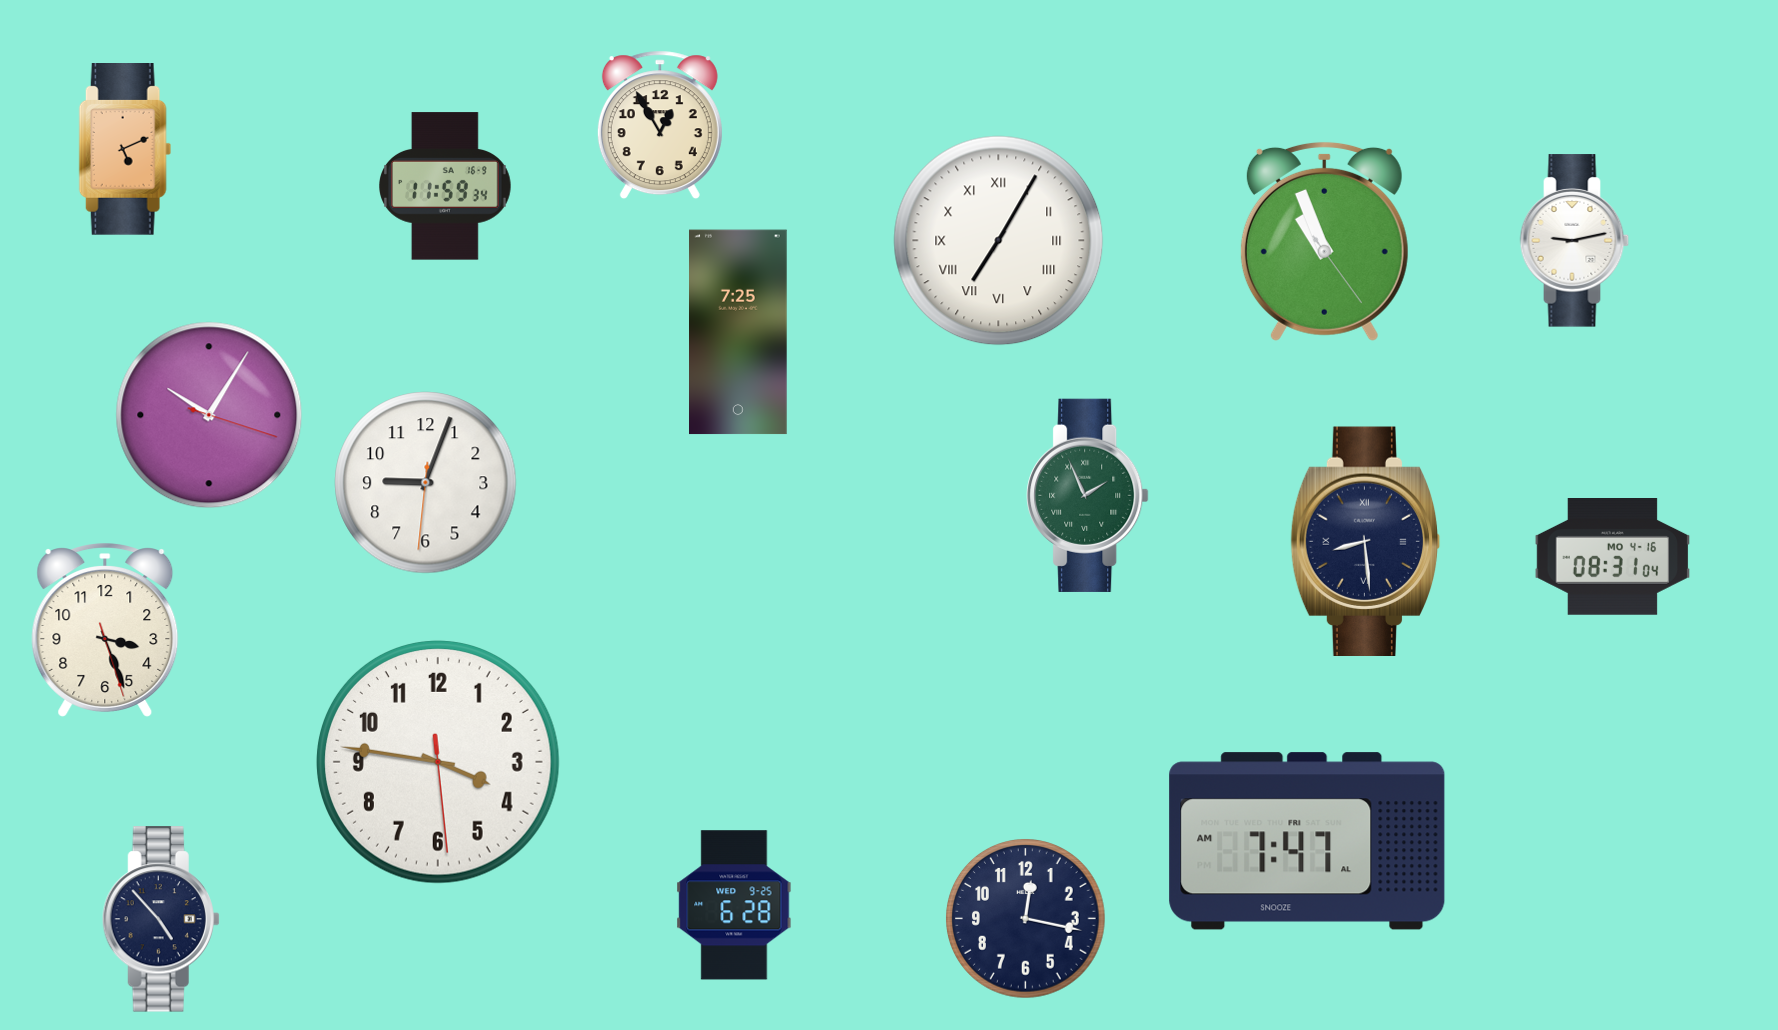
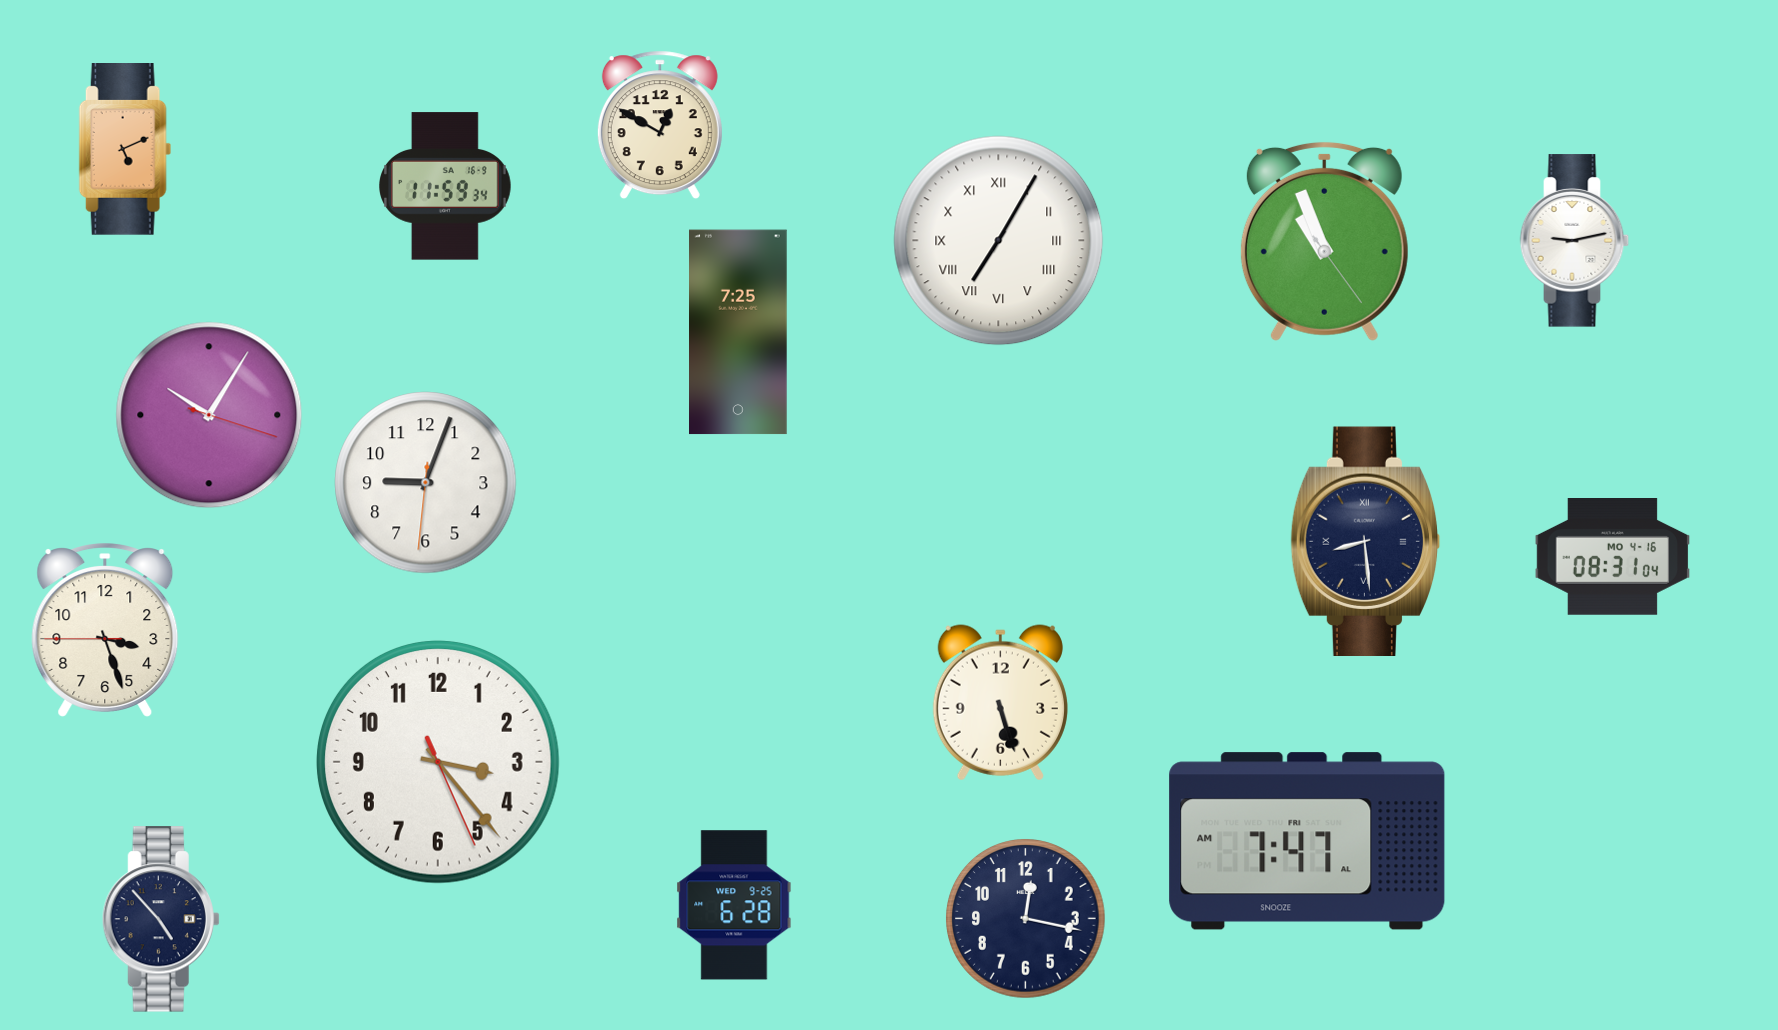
clock at (660, 125): 12:55 -> 12:50
clock at (1088, 495): 1:56 -> none
clock at (105, 630): 3:26:27 -> 3:26:45
clock at (1000, 703): none -> 5:27
clock at (438, 762): 3:46 -> 3:23
